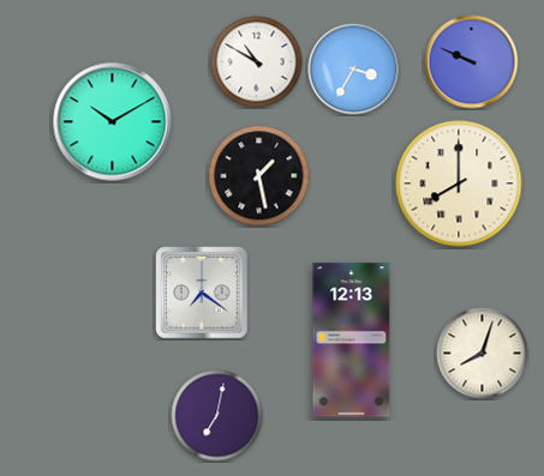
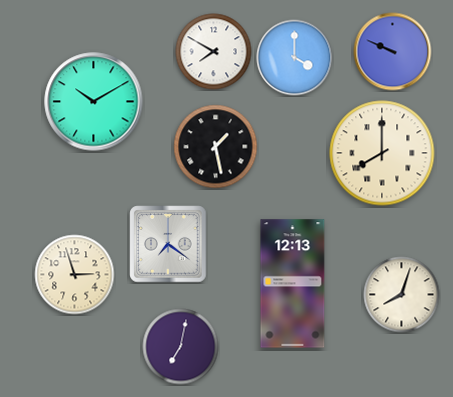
clock at (257, 62): 10:50 -> 7:50
clock at (354, 70): 3:35 -> 4:00
clock at (75, 275): none -> 2:57
